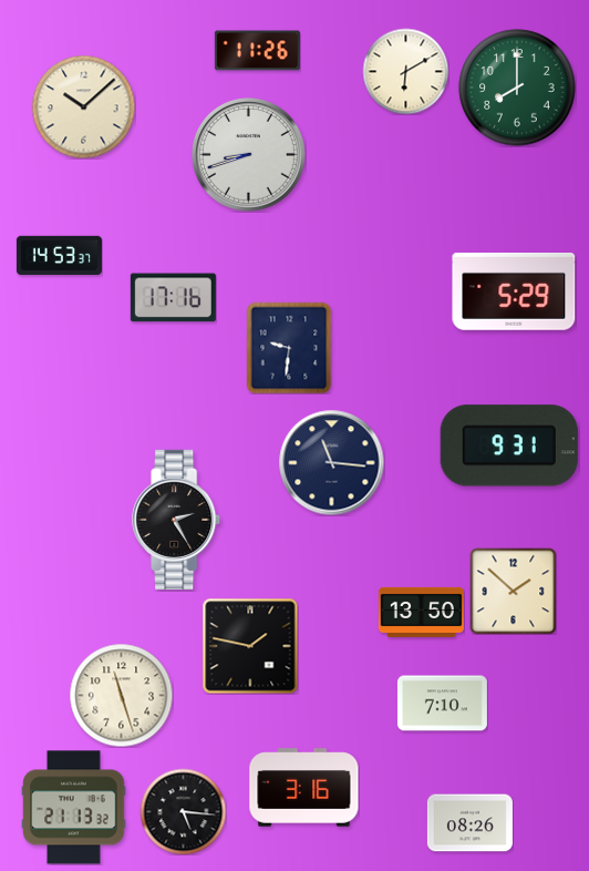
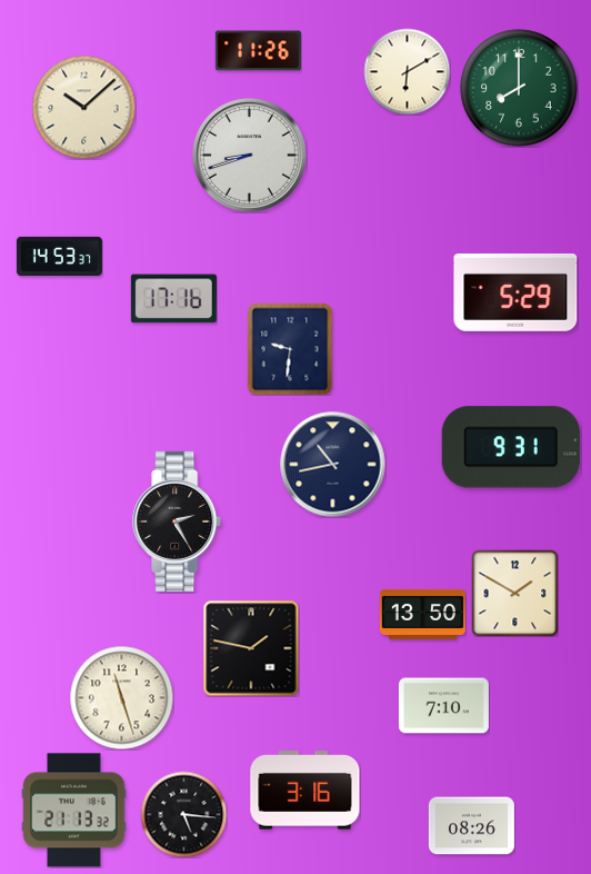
clock at (331, 462): 11:16 -> 10:43
clock at (513, 591): 1:52 -> 1:50
